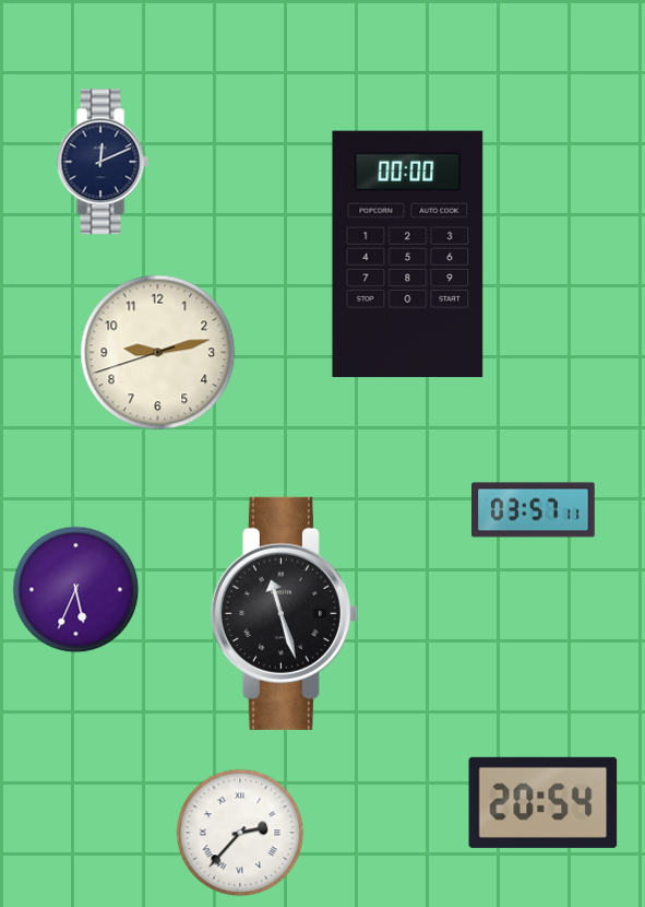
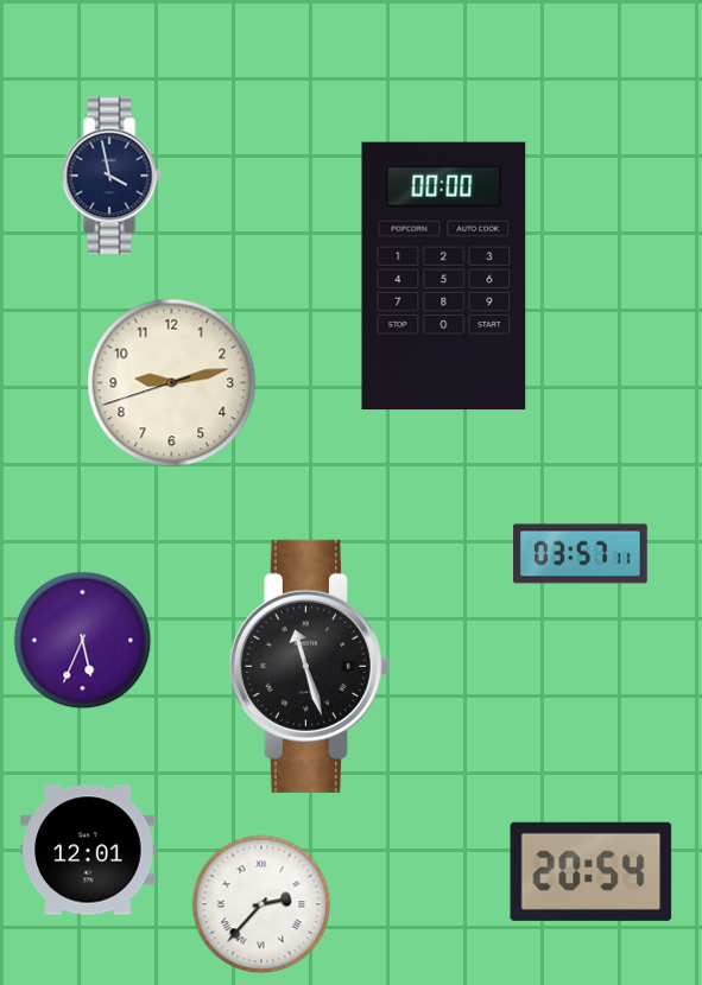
clock at (103, 162): 12:11 -> 3:58
clock at (88, 850): none -> 12:01
